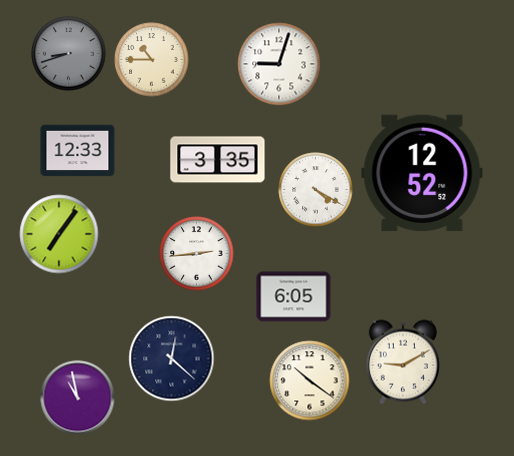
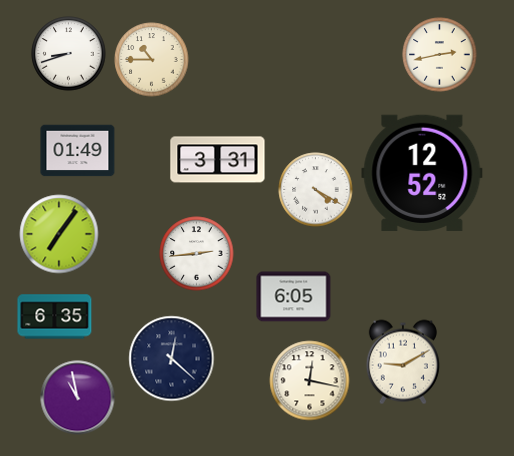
clock at (69, 54) dial: grey -> white
clock at (440, 55): none -> 2:43
clock at (279, 64): 9:03 -> none
clock at (78, 151): 12:33 -> 01:49
clock at (218, 160): 3:35 -> 3:31
clock at (55, 317): none -> 6:35
clock at (310, 381): 10:21 -> 12:17
